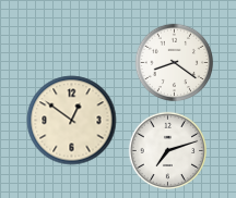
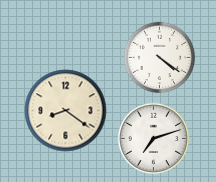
clock at (175, 63): 8:21 -> 4:21
clock at (72, 121): 12:51 -> 8:21
